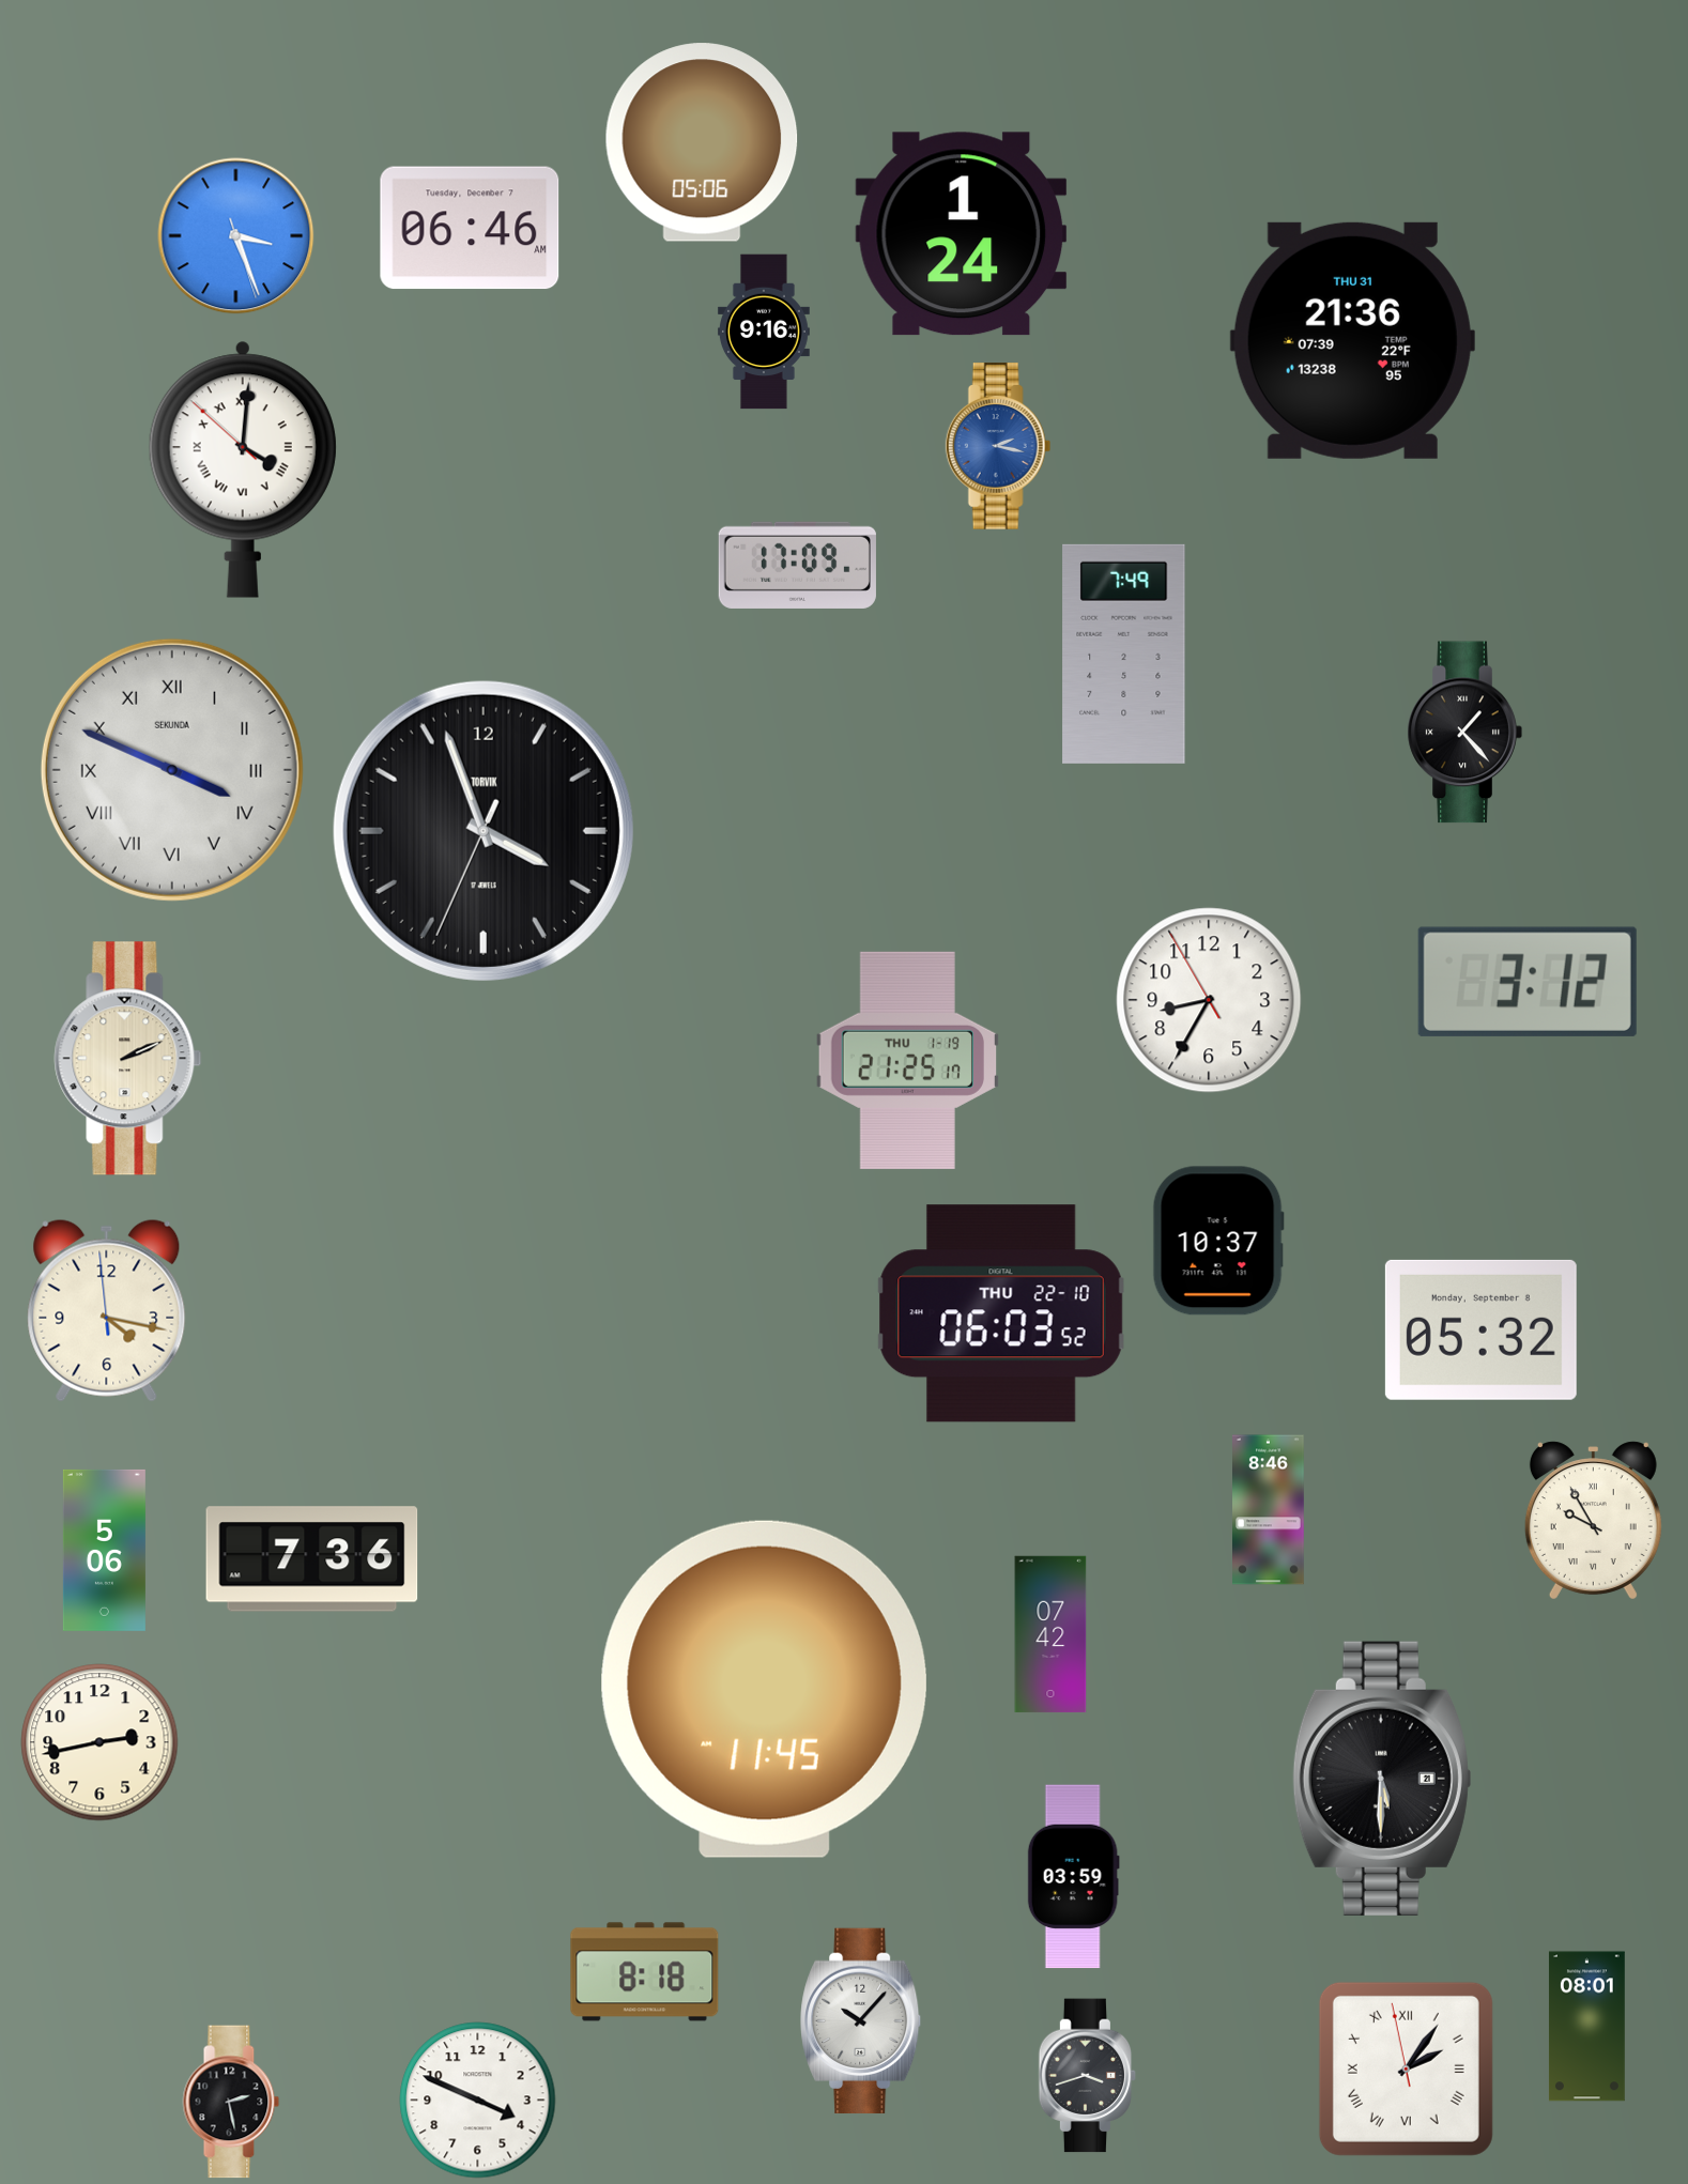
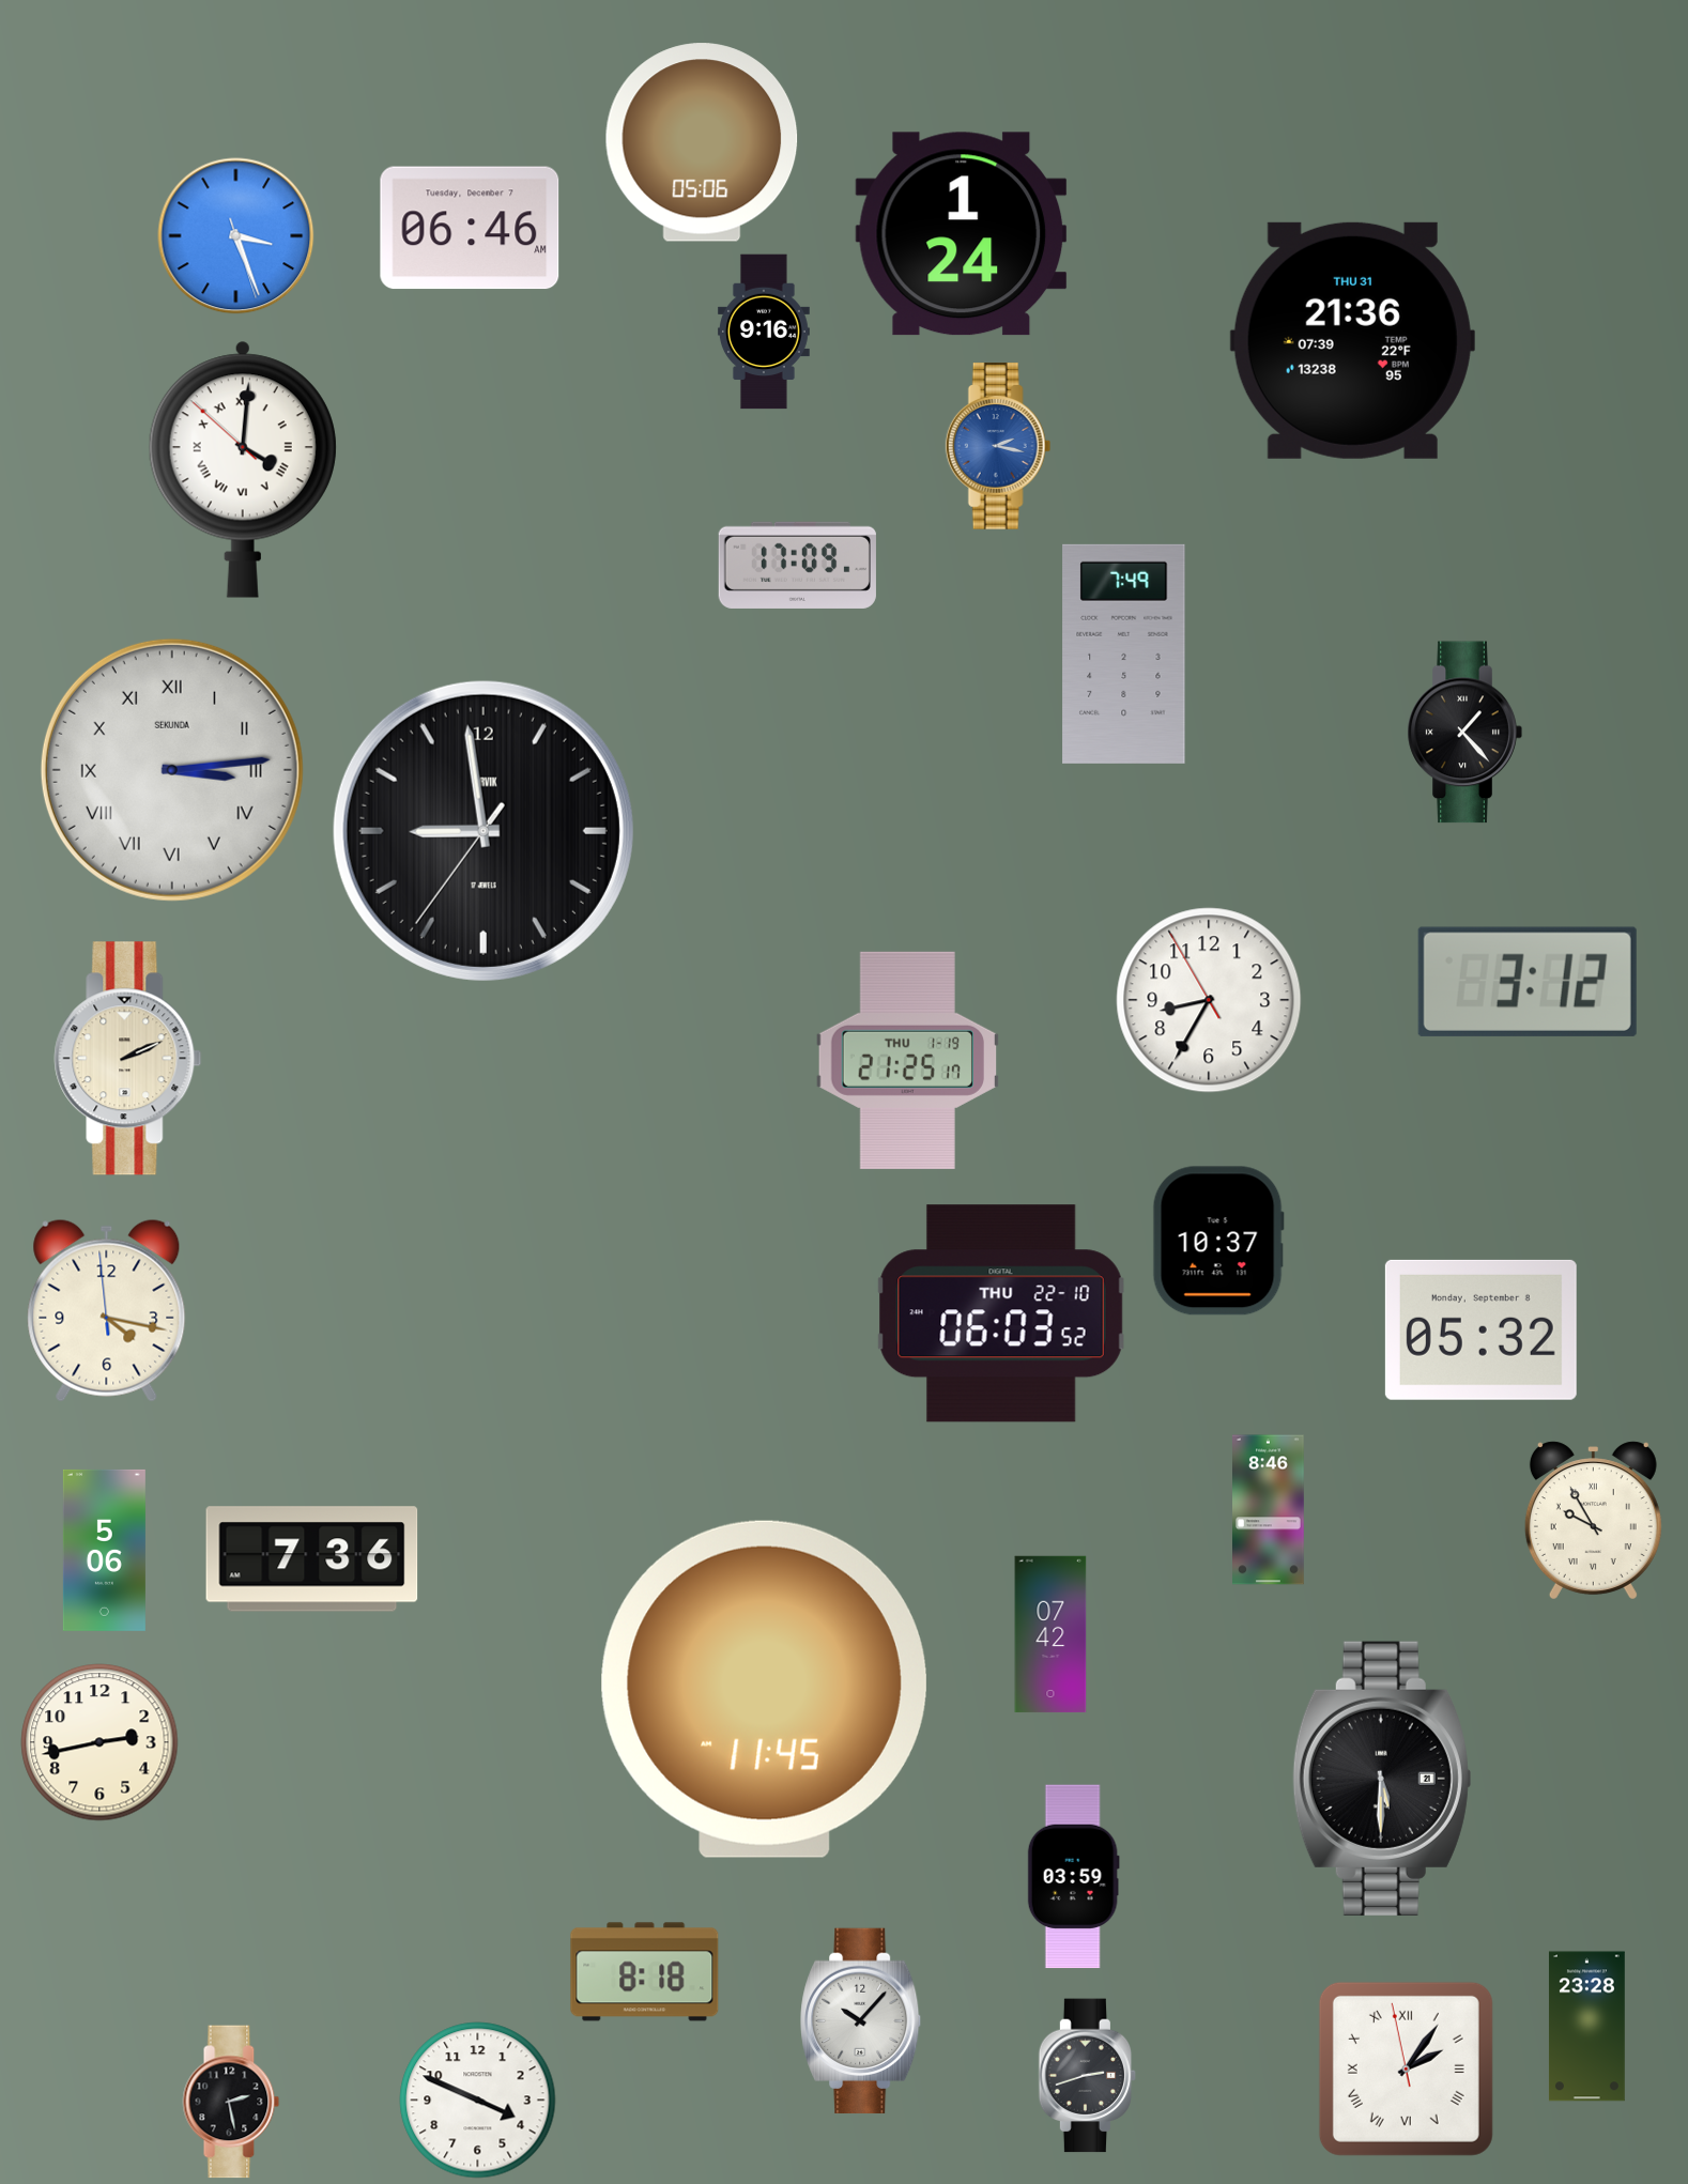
clock at (172, 770): 3:49 -> 3:14
clock at (484, 831): 3:56 -> 8:58
clock at (1586, 2027): 08:01 -> 23:28
clock at (1088, 2076): 3:42 -> 2:42
